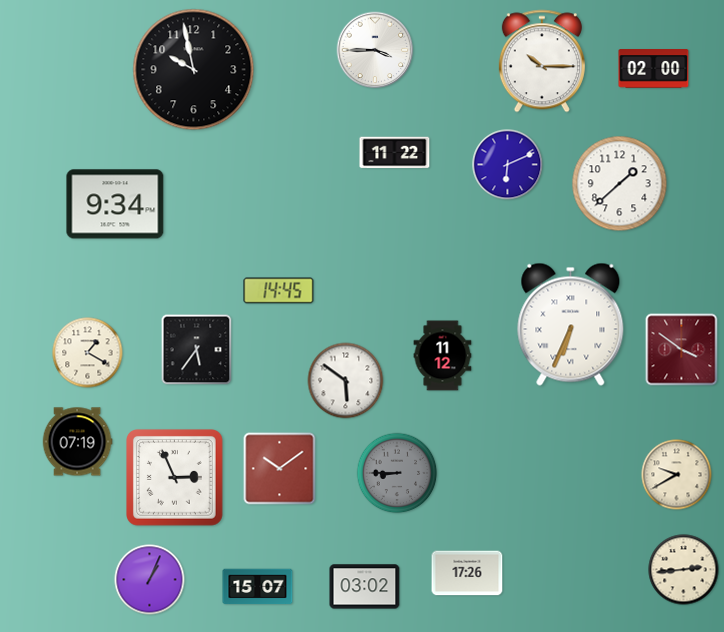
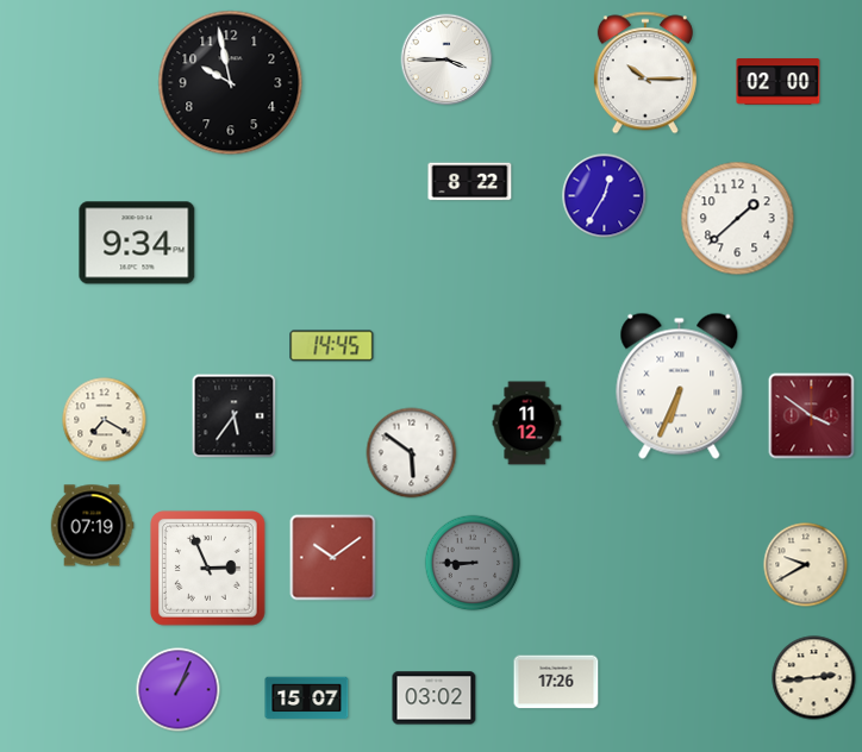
clock at (395, 153): 11:22 -> 8:22
clock at (508, 165): 6:11 -> 12:35
clock at (88, 353): 1:20 -> 7:20
